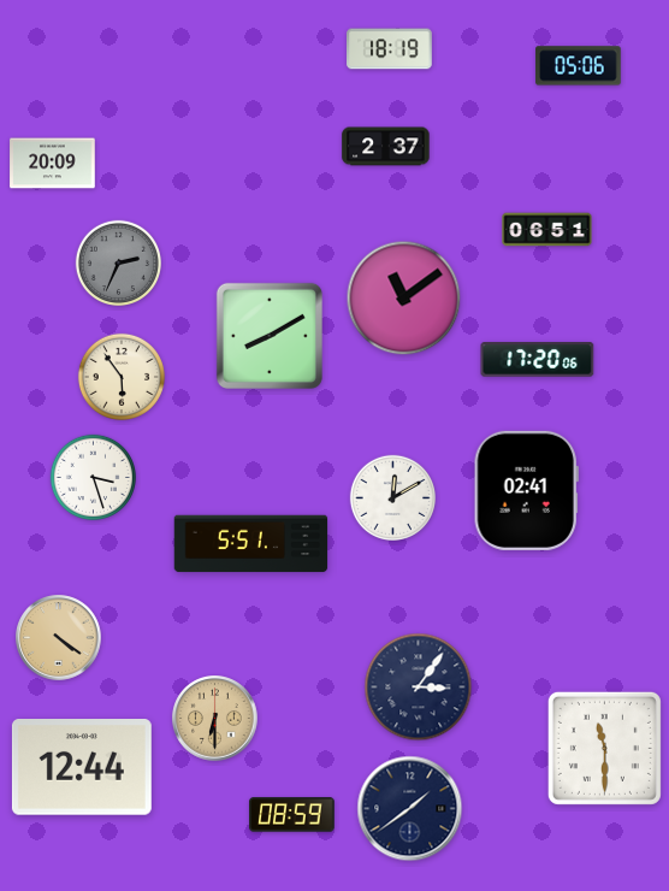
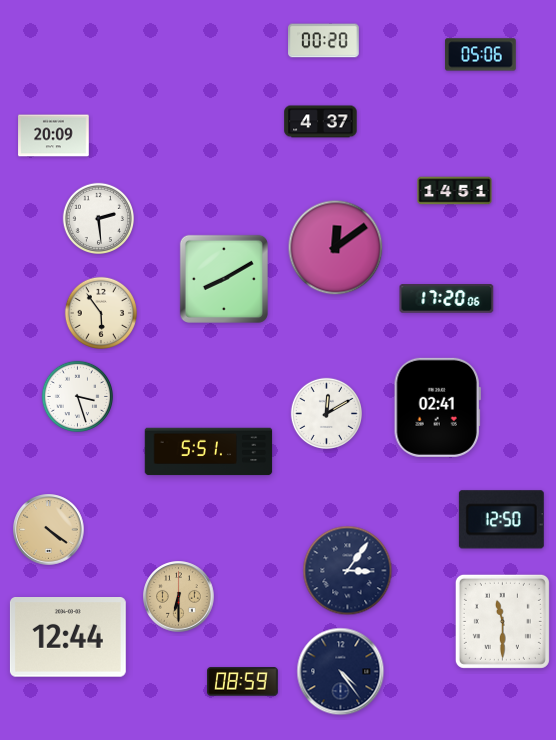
clock at (390, 49): 18:19 -> 00:20
clock at (386, 147): 2:37 -> 4:37
clock at (53, 164) position: (53, 164) -> (54, 136)
clock at (547, 230): 06:51 -> 14:51
clock at (118, 262): 2:34 -> 2:29
clock at (118, 262) dial: grey -> white
clock at (404, 299): 11:09 -> 12:09
clock at (501, 520): none -> 12:50
clock at (410, 809): 1:39 -> 4:24
clock at (292, 815) position: (292, 815) -> (243, 682)
